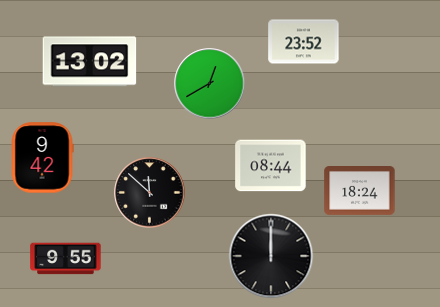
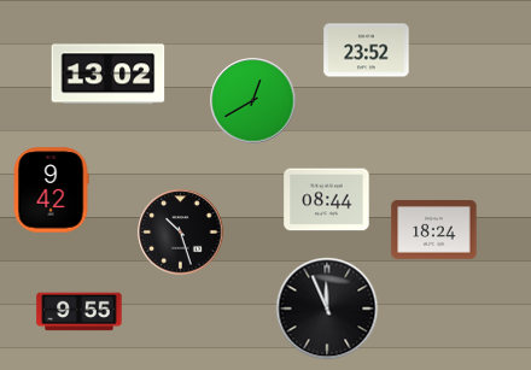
clock at (150, 193): 11:52 -> 10:27
clock at (271, 256): 12:00 -> 11:56
